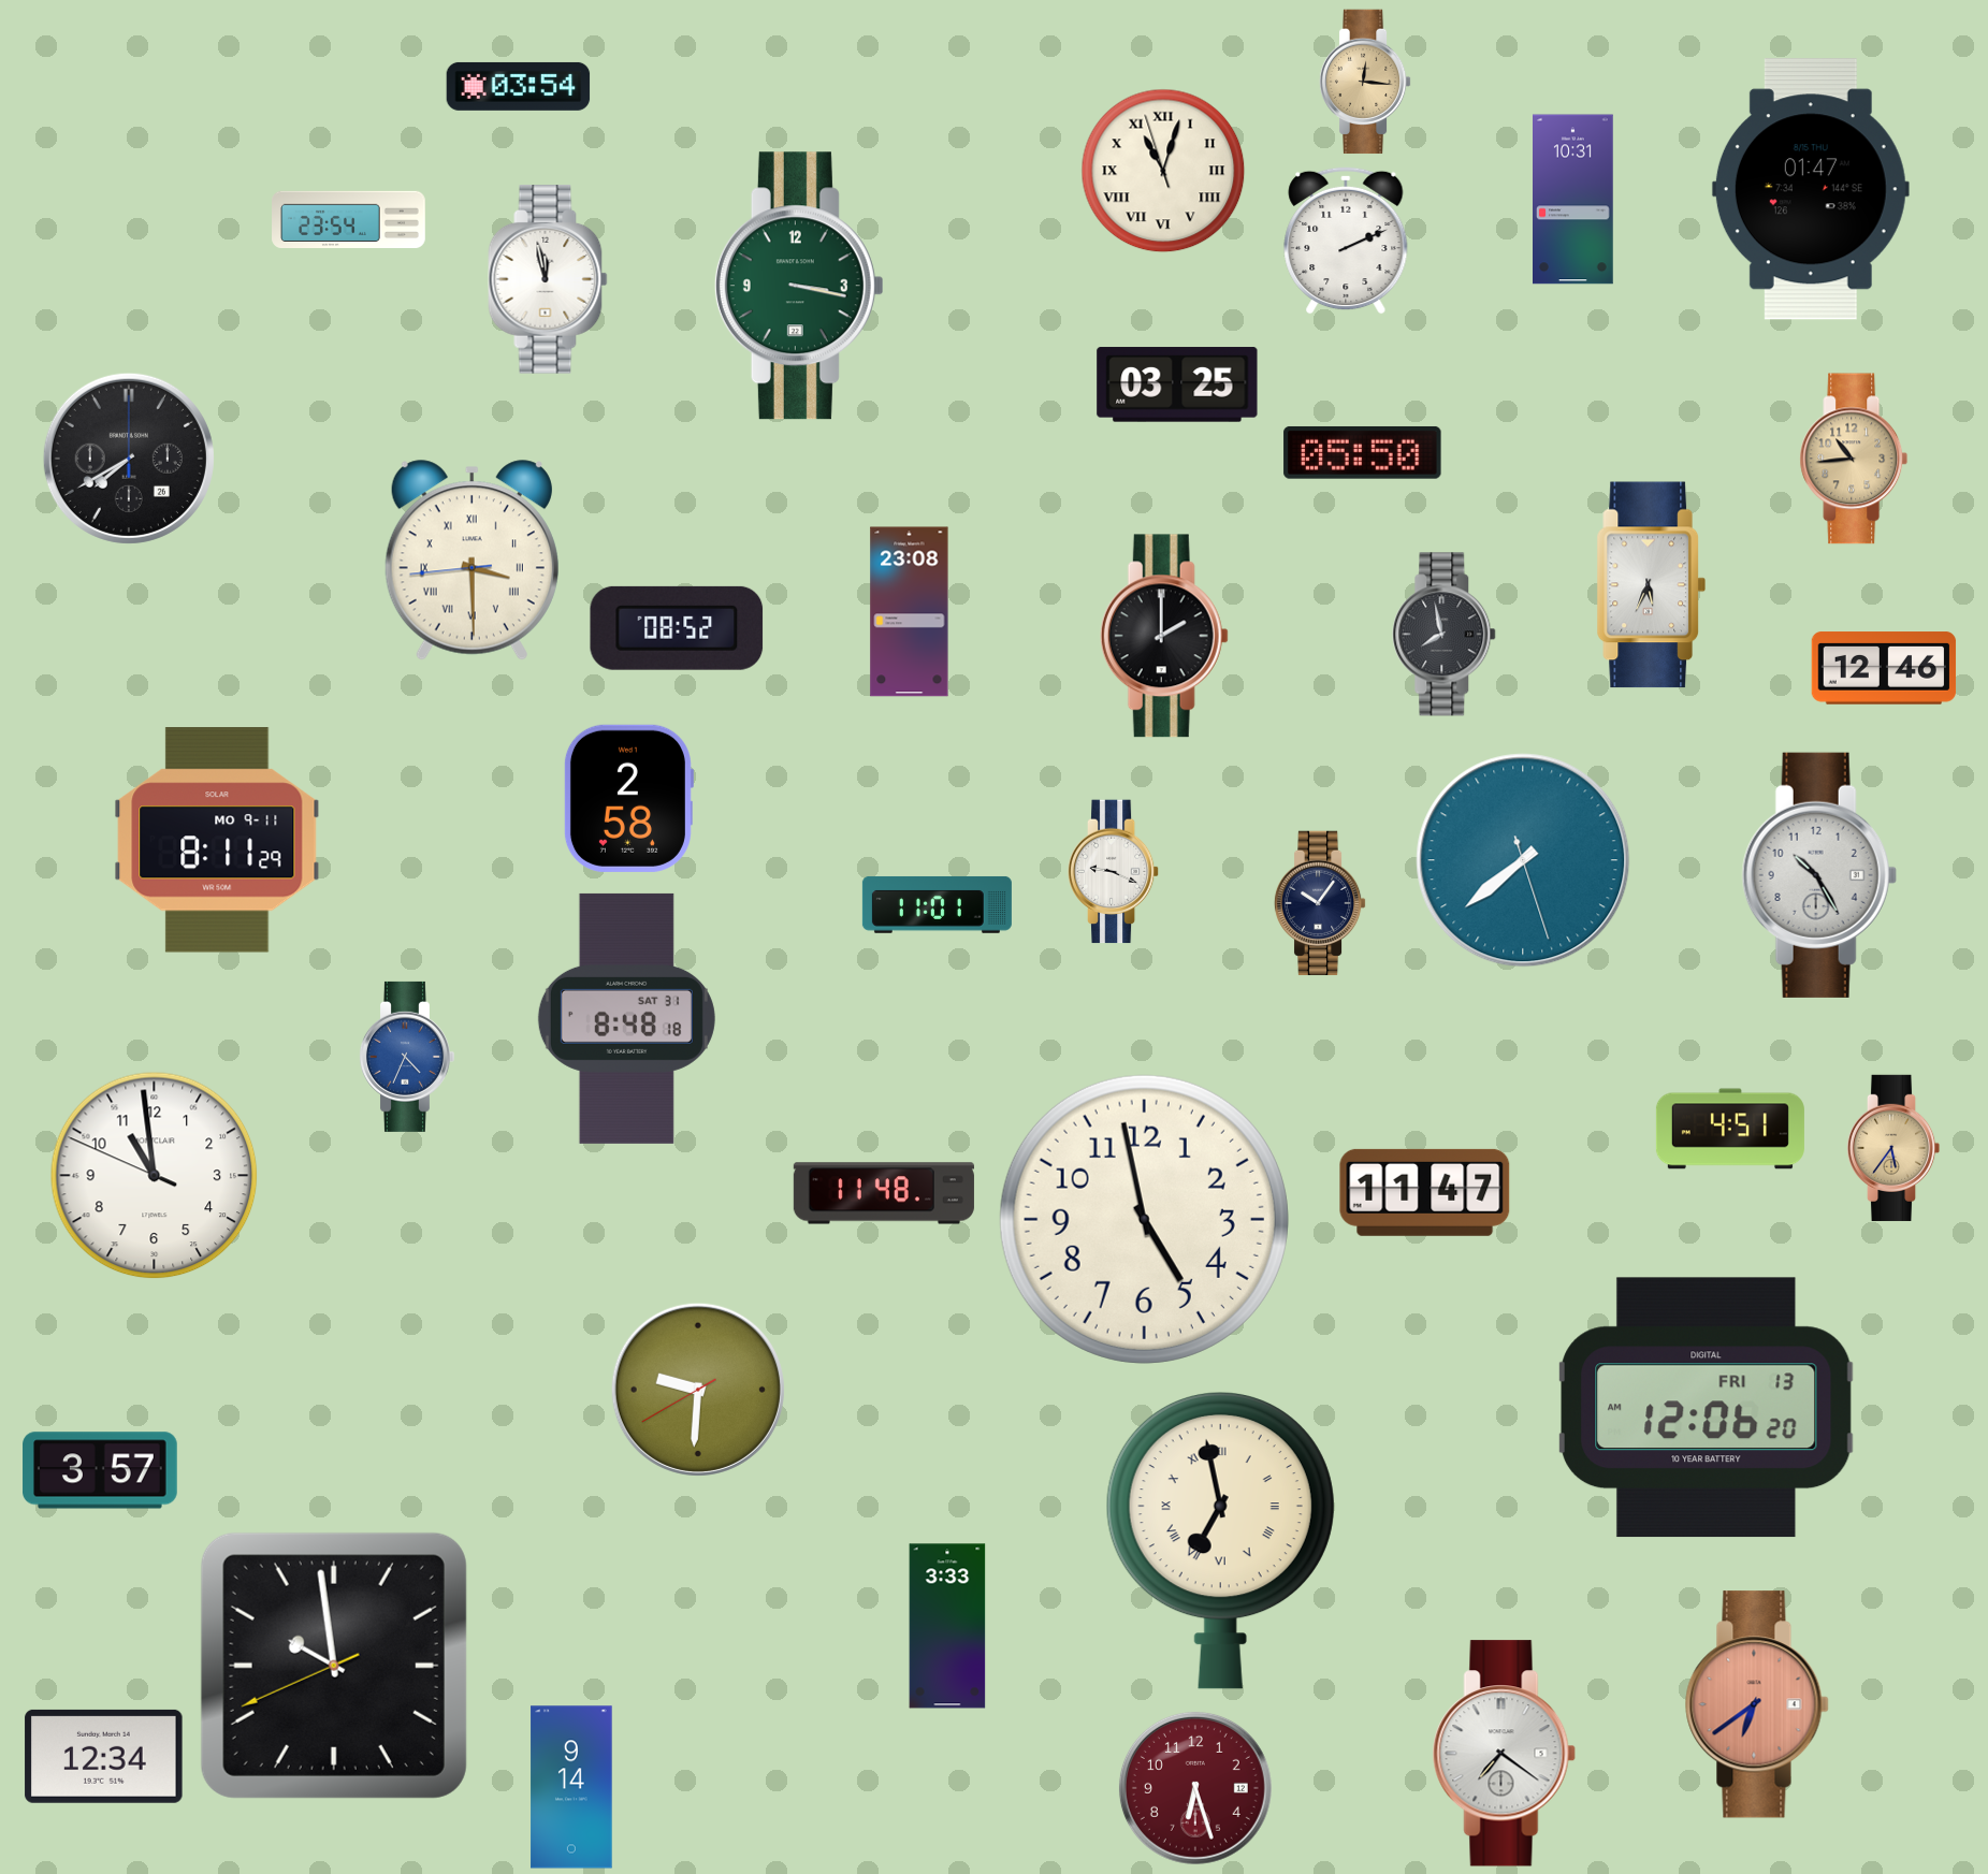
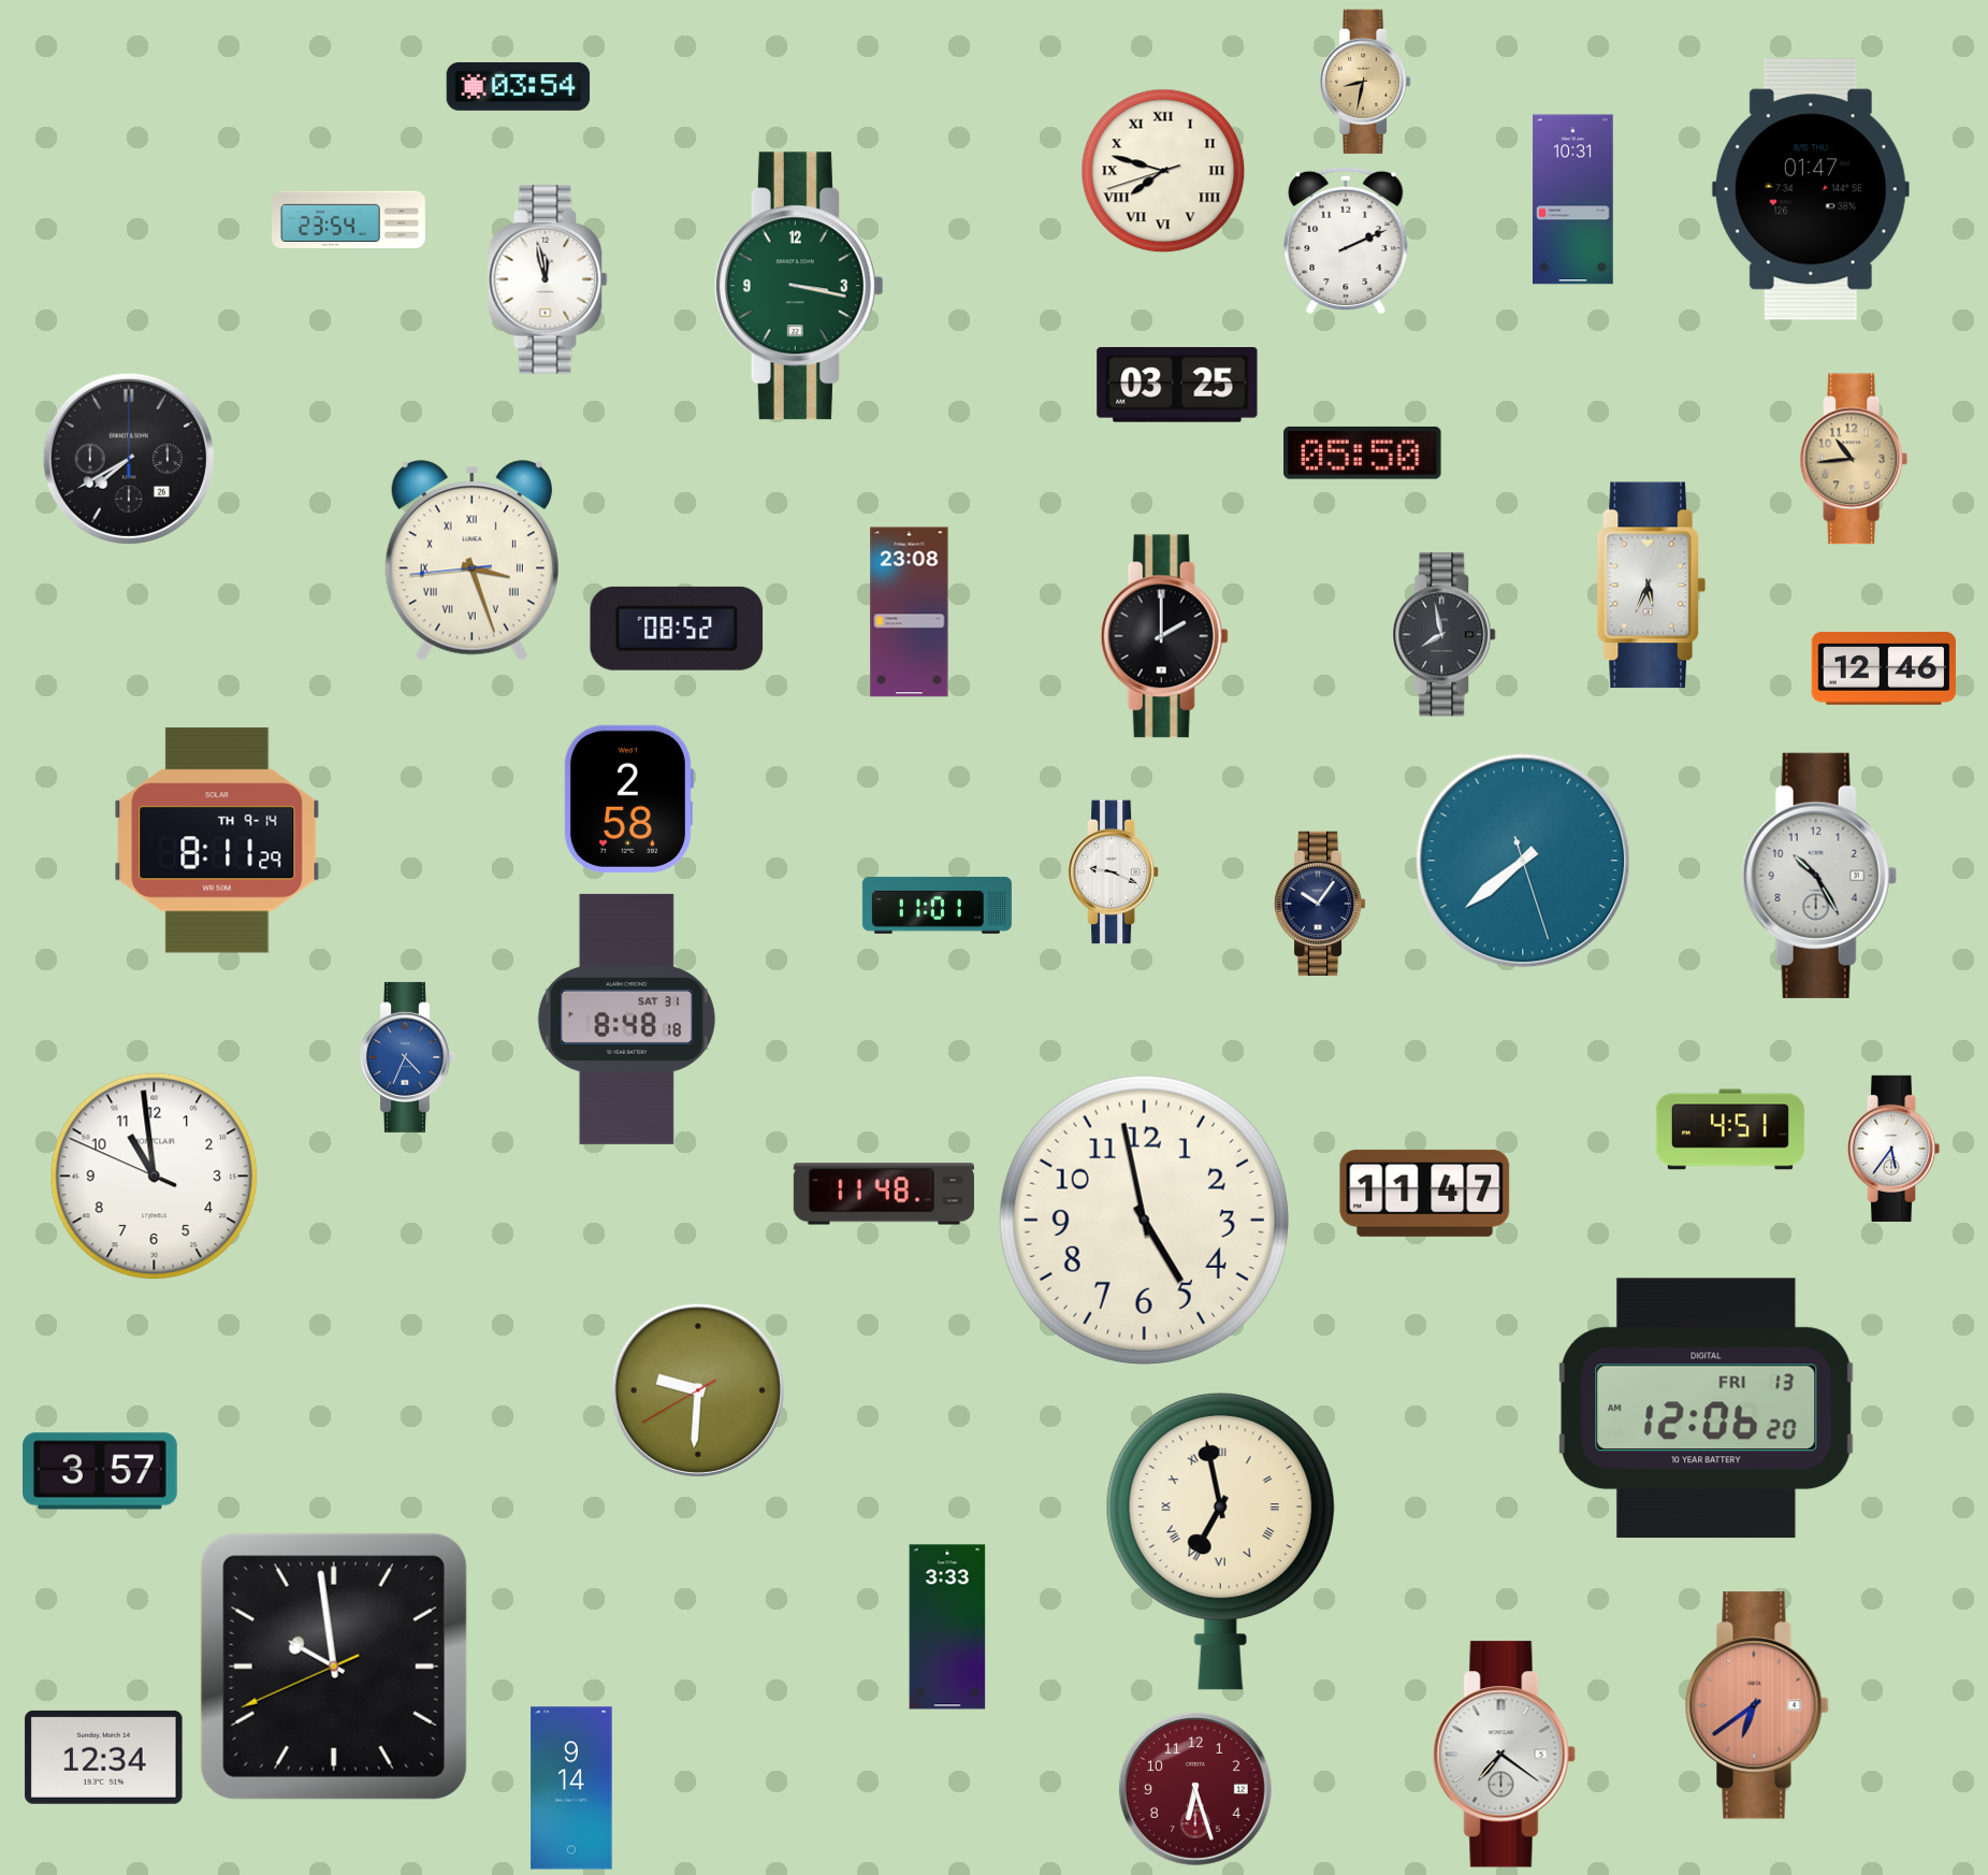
clock at (1365, 82): 12:16 -> 8:32
clock at (1163, 171): 11:02 -> 7:47
clock at (471, 561): 3:29 -> 3:26
clock at (217, 840) date: MO 9-11 -> TH 9-14
clock at (1893, 1148) dial: champagne -> white
